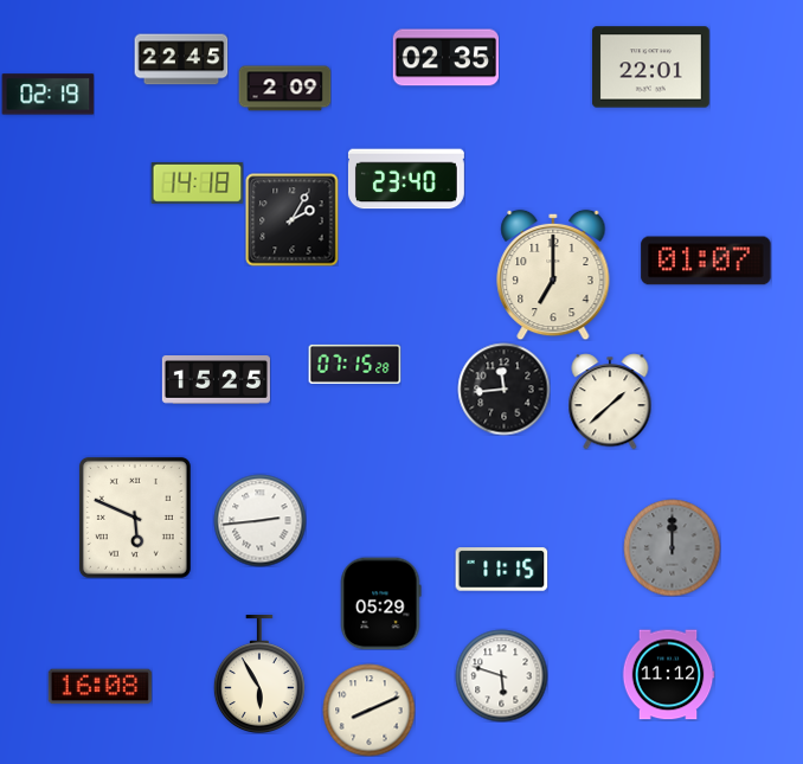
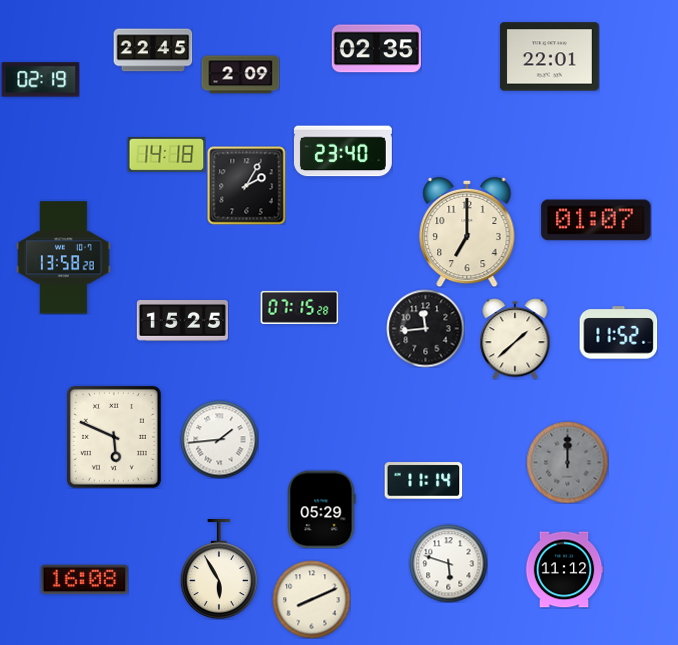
clock at (64, 258): none -> 13:58
clock at (618, 333): none -> 11:52
clock at (259, 520): 2:44 -> 1:44
clock at (501, 570): 11:15 -> 11:14
clock at (501, 675) position: (501, 675) -> (448, 563)
